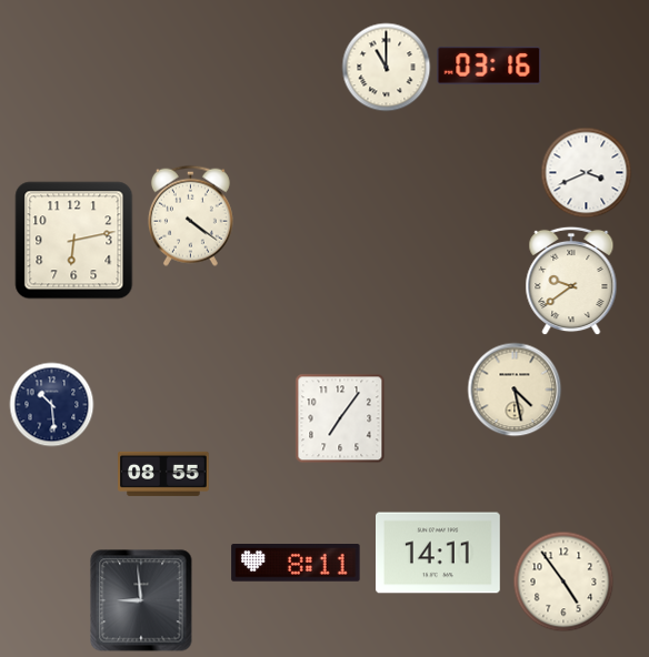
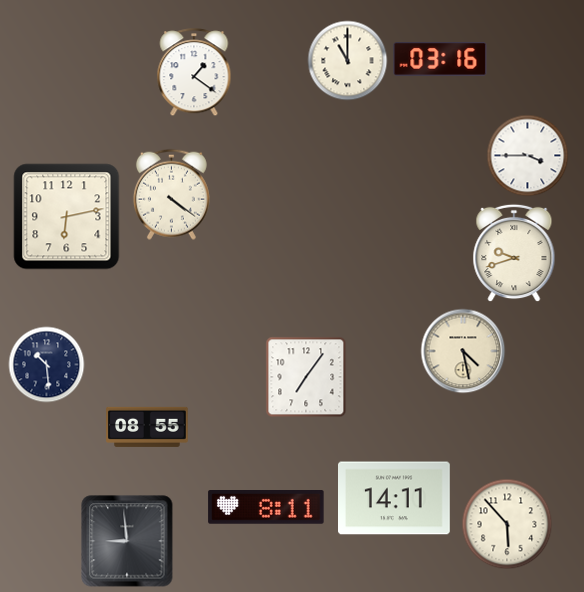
clock at (194, 73): none -> 1:21
clock at (587, 173): 3:41 -> 3:45
clock at (571, 281): 9:39 -> 9:42
clock at (563, 582): 4:54 -> 5:53
